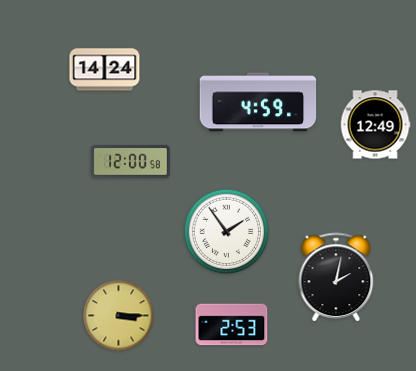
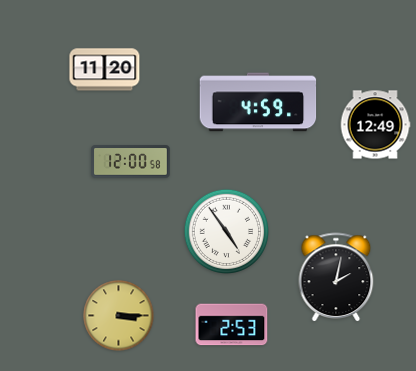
clock at (105, 70): 14:24 -> 11:20
clock at (227, 232): 1:54 -> 4:54
